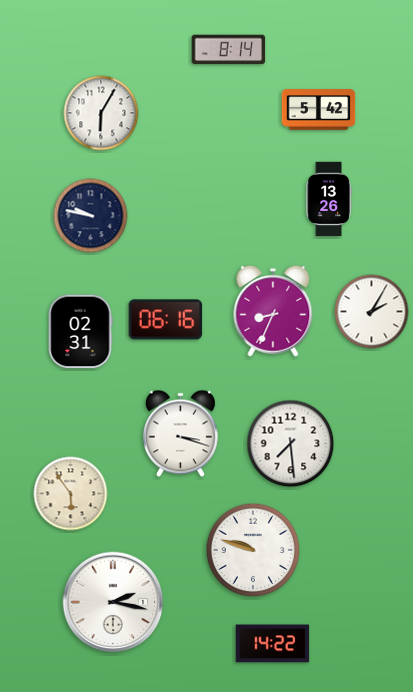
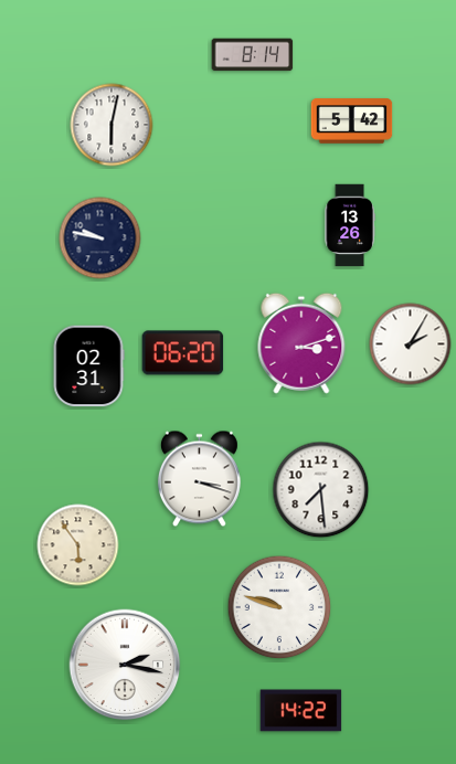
clock at (101, 113): 6:05 -> 6:02
clock at (329, 199) position: (329, 199) -> (350, 225)
clock at (273, 311): 8:34 -> 3:12
clock at (166, 320): 06:16 -> 06:20
